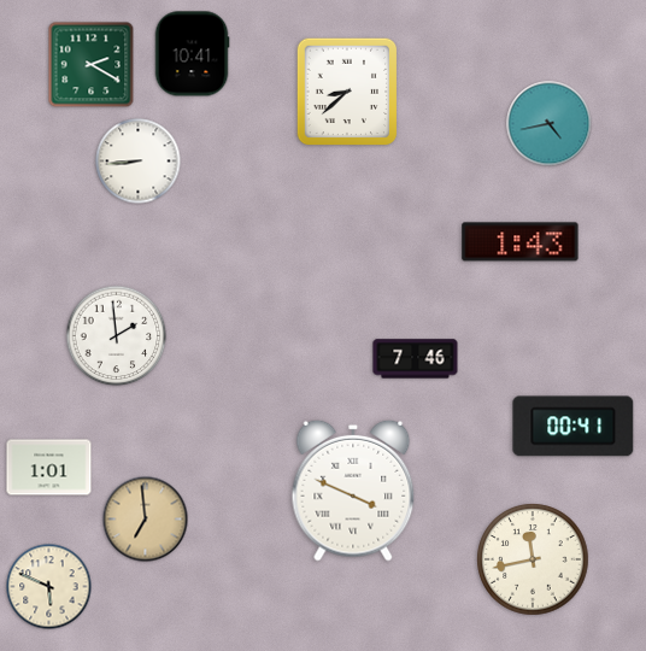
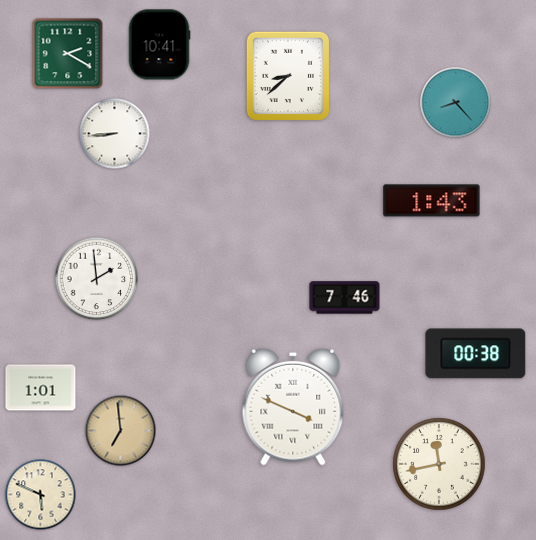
clock at (92, 65) position: (92, 65) -> (68, 54)
clock at (550, 124): 4:43 -> 8:23
clock at (574, 427): 00:41 -> 00:38
clock at (533, 559) position: (533, 559) -> (439, 464)
clock at (49, 587) position: (49, 587) -> (41, 495)
